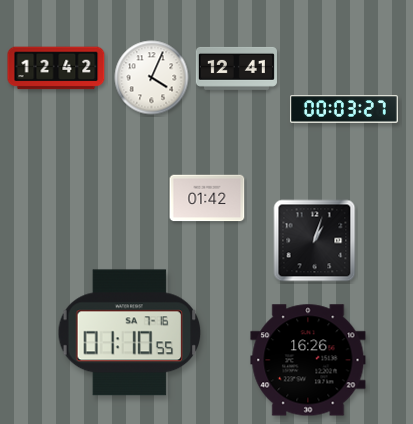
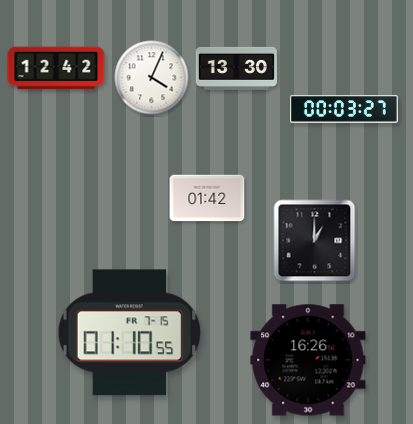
clock at (236, 68): 12:41 -> 13:30
clock at (315, 241): 1:03 -> 1:00
clock at (130, 333) date: SA 7-16 -> FR 7-15
